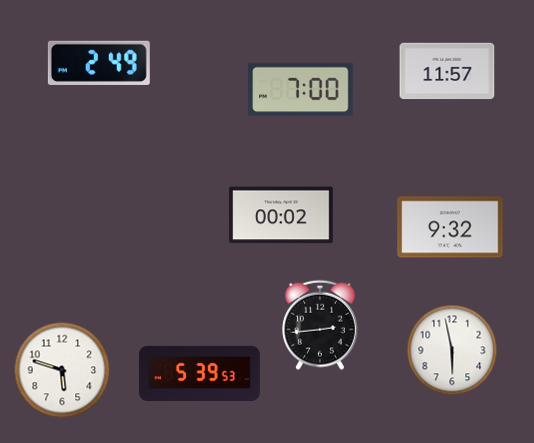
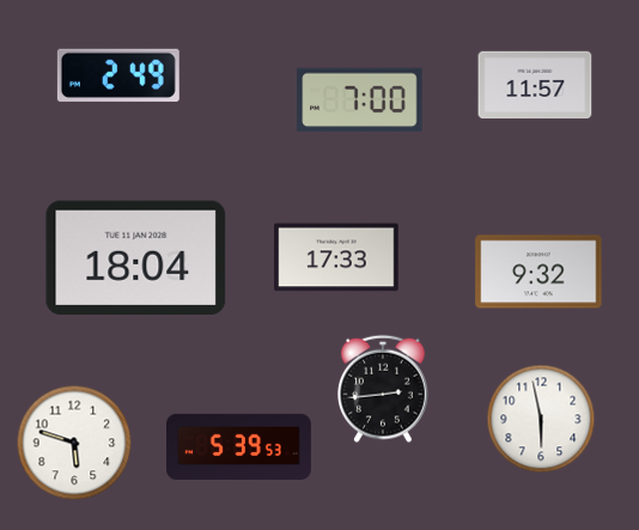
clock at (301, 90) position: (301, 90) -> (360, 100)
clock at (136, 257): none -> 18:04
clock at (281, 215): 00:02 -> 17:33
